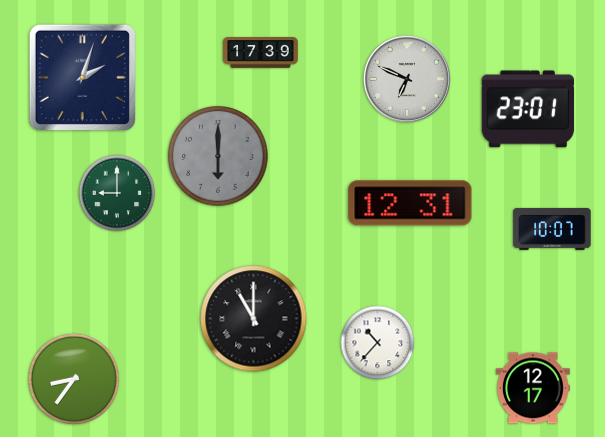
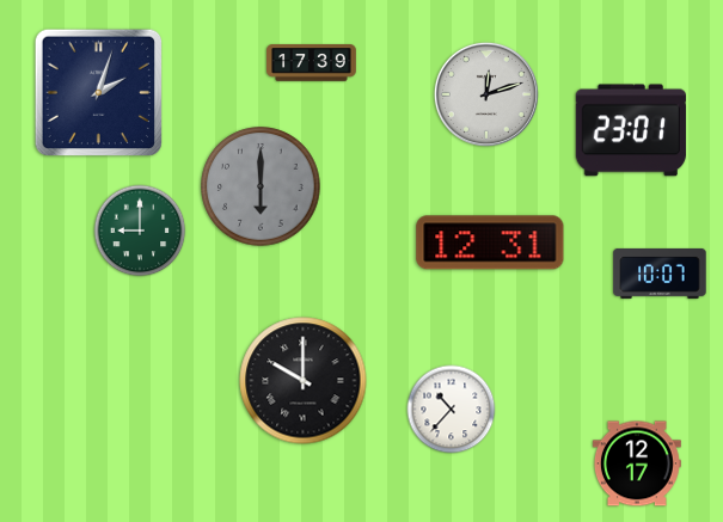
clock at (407, 79): 6:49 -> 12:12
clock at (254, 319): 11:00 -> 10:00
clock at (74, 379): 8:36 -> none
